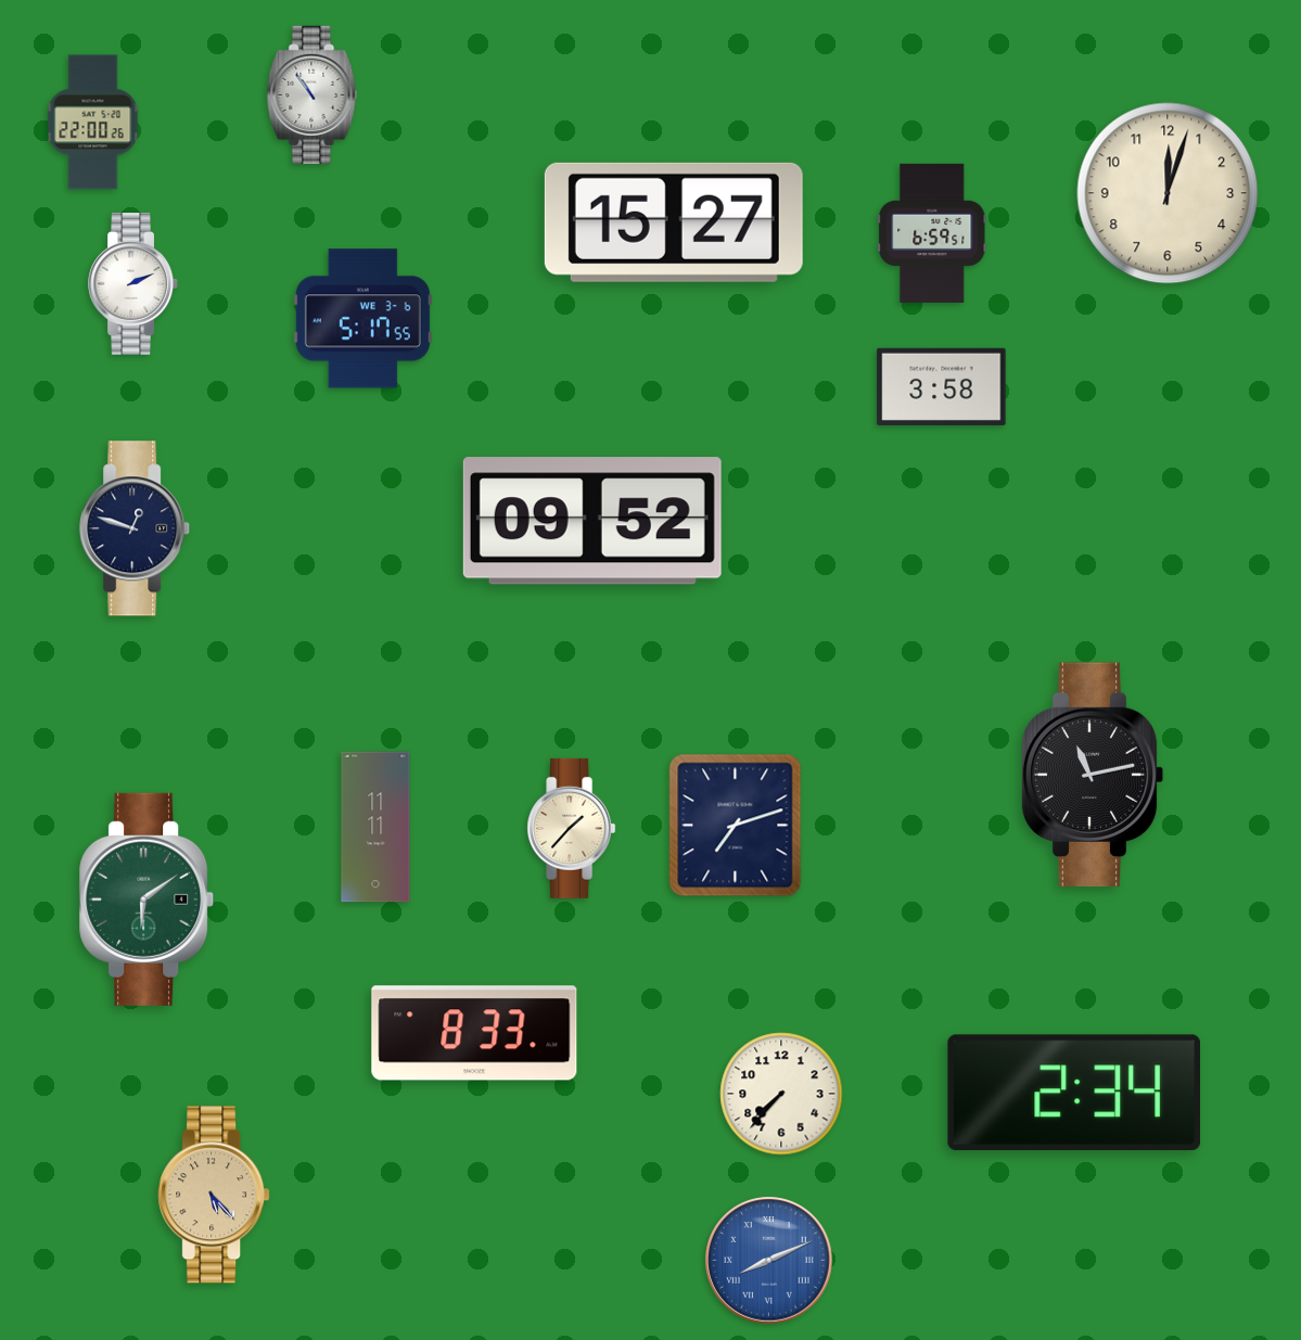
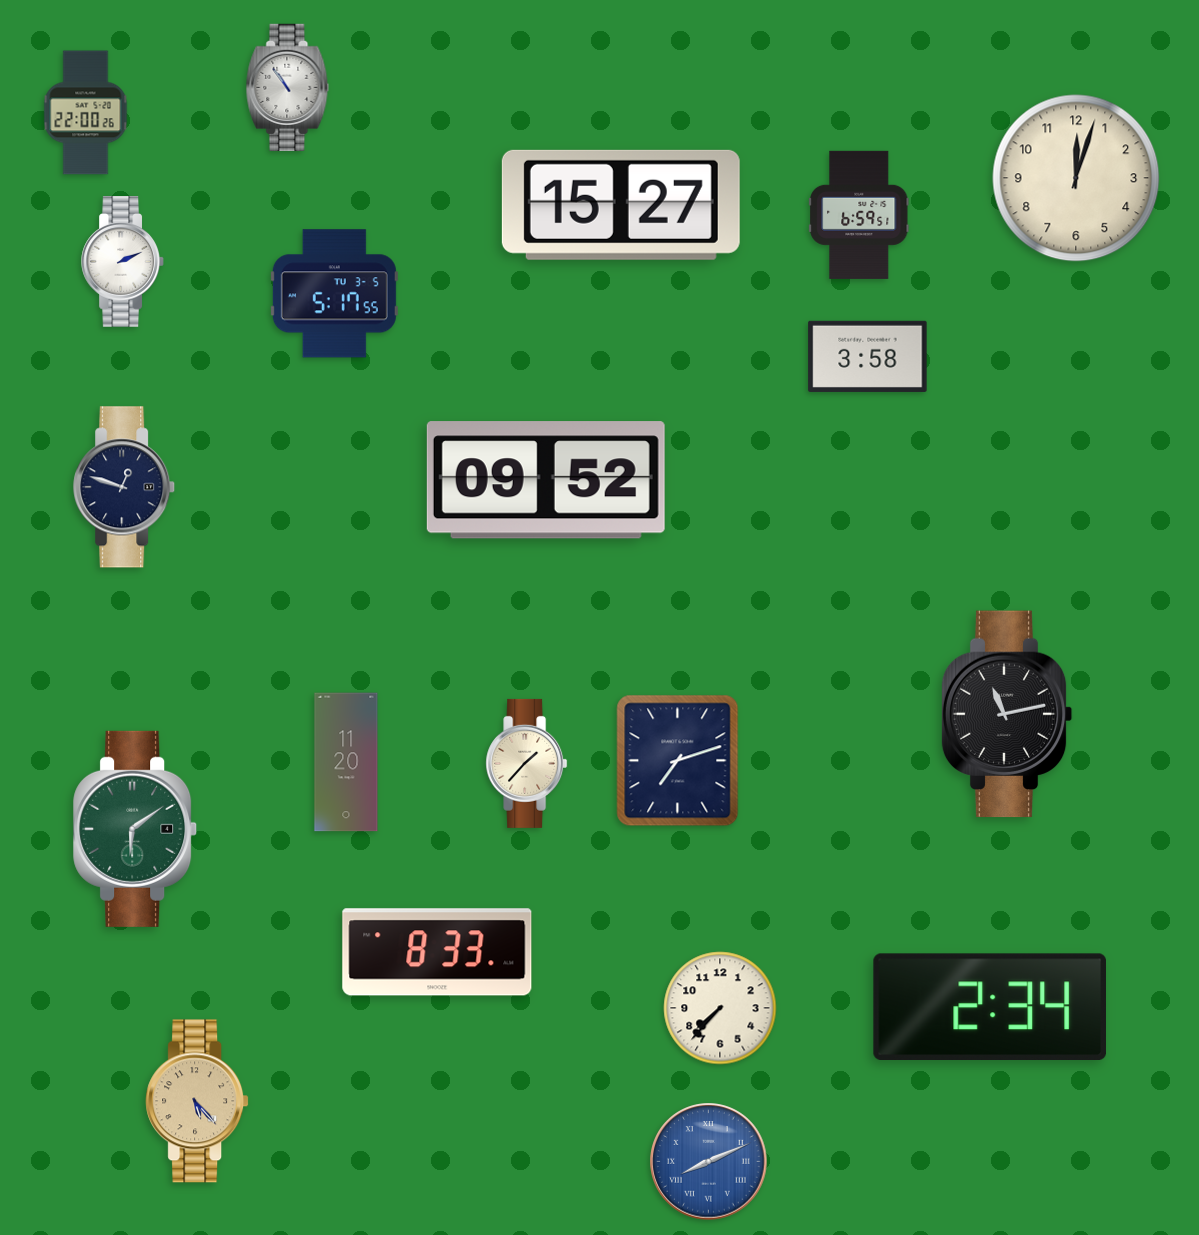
clock at (362, 319) date: WE 3-6 -> TU 3-5
clock at (375, 827): 11:11 -> 11:20
